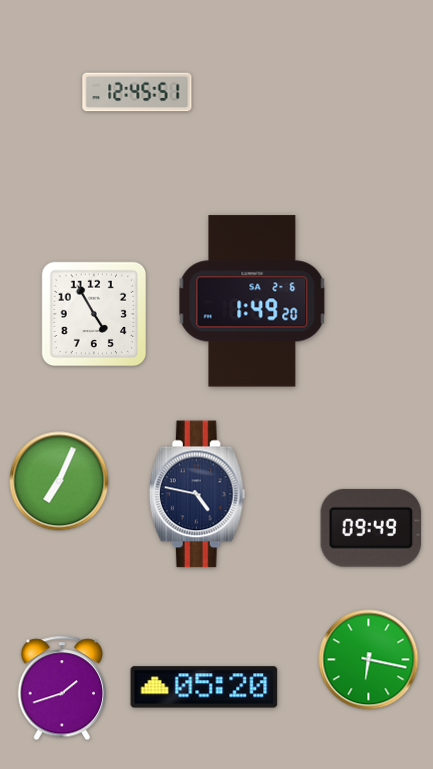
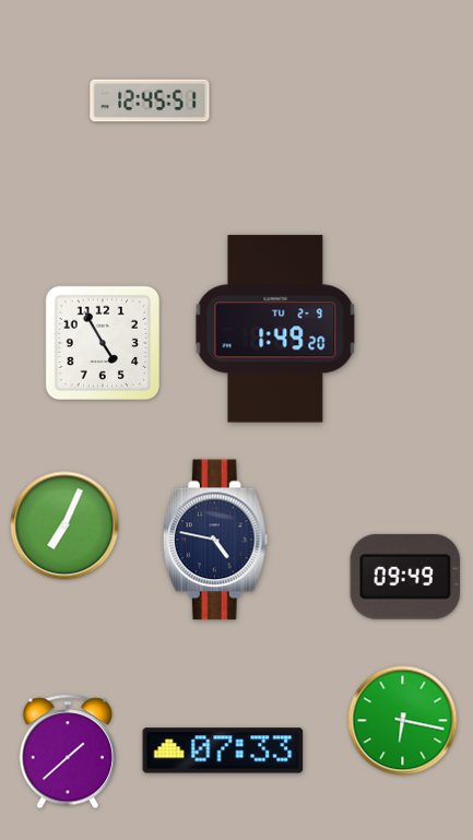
clock at (252, 301) date: SA 2-6 -> TU 2-9
clock at (204, 687): 05:20 -> 07:33
clock at (61, 688): 1:42 -> 1:38
